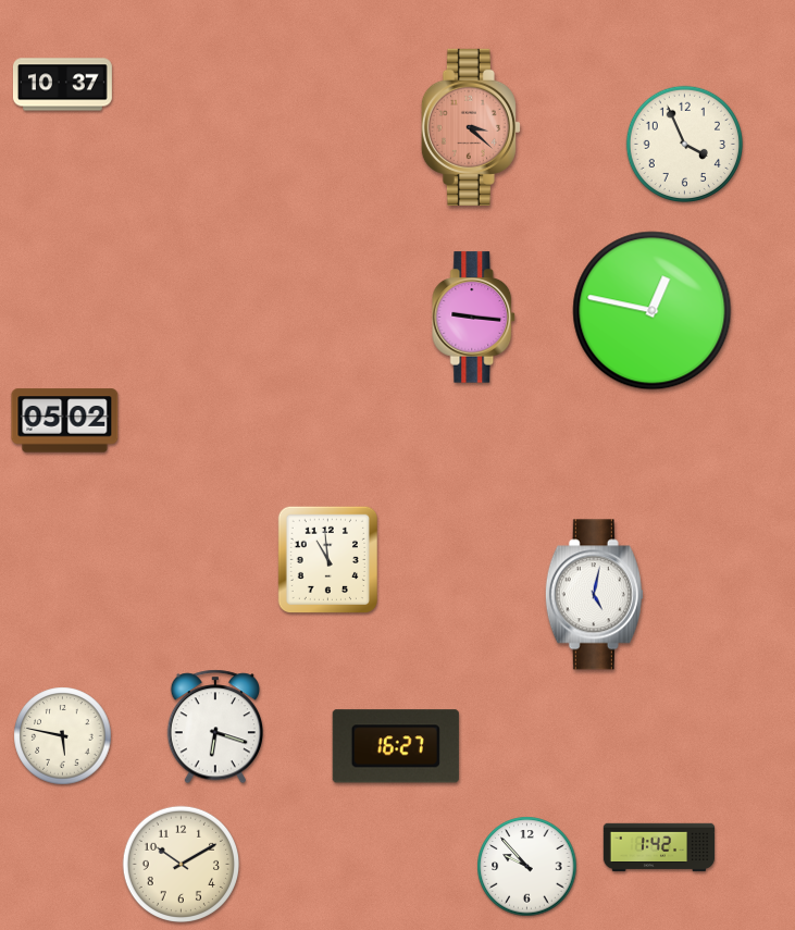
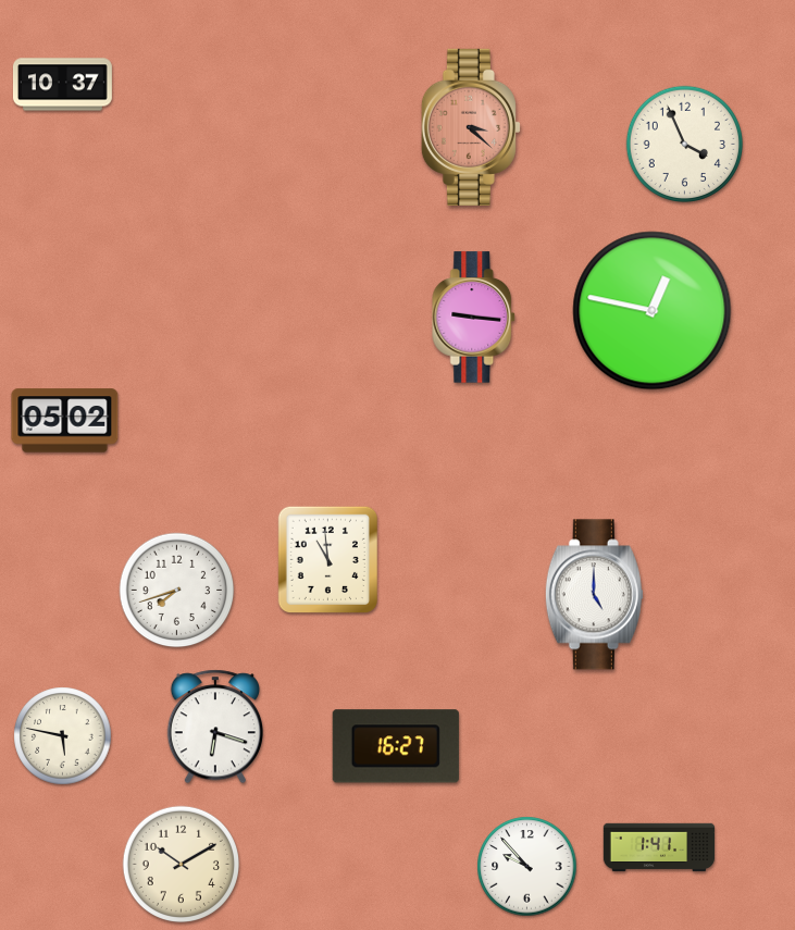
clock at (177, 591): none -> 7:42
clock at (594, 595): 5:02 -> 5:00
clock at (659, 847): 1:42 -> 1:41
